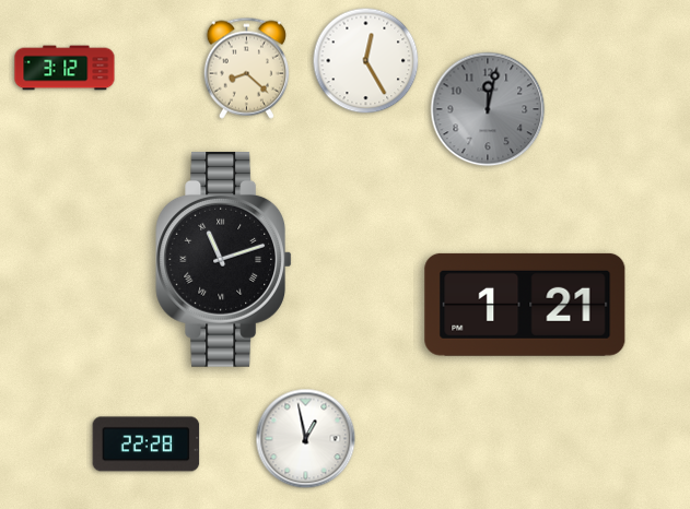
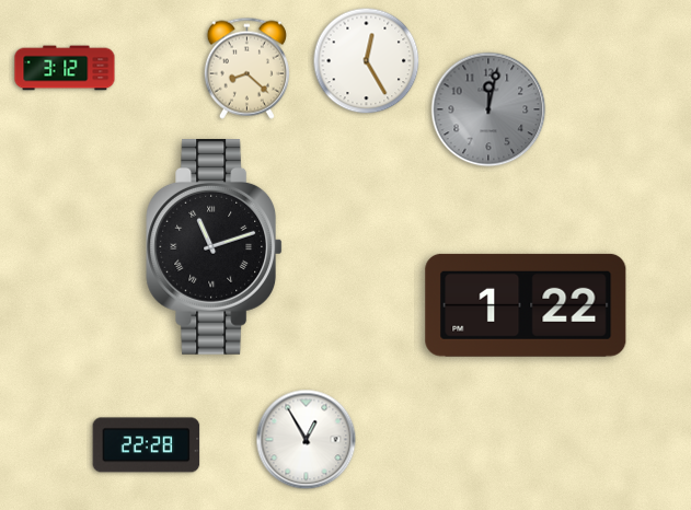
clock at (223, 259) position: (223, 259) -> (214, 246)
clock at (525, 305): 1:21 -> 1:22
clock at (306, 439): 12:58 -> 12:55
